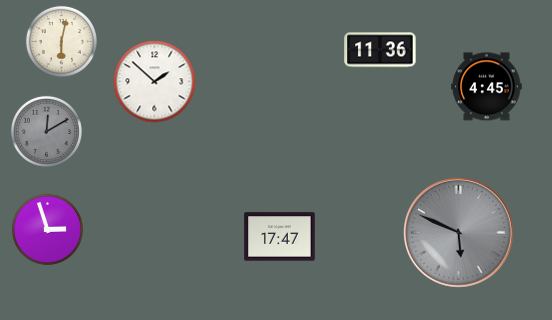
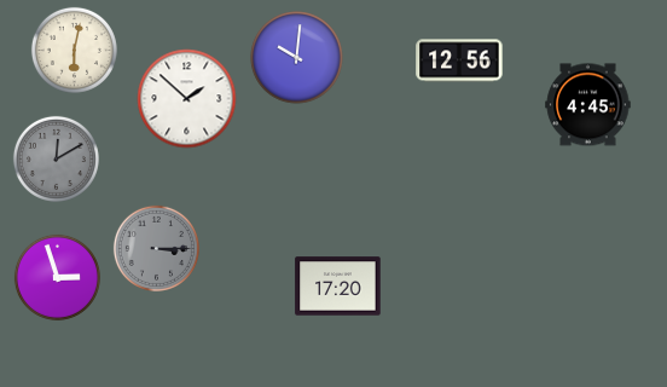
clock at (297, 58): none -> 10:01
clock at (380, 50): 11:36 -> 12:56
clock at (156, 248): none -> 3:15
clock at (459, 233): 5:49 -> none
clock at (280, 237): 17:47 -> 17:20
